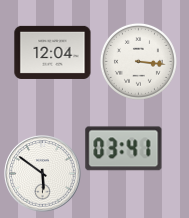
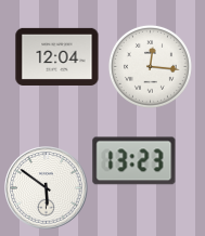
clock at (138, 61): 3:16 -> 12:16
clock at (124, 149): 03:41 -> 13:23
